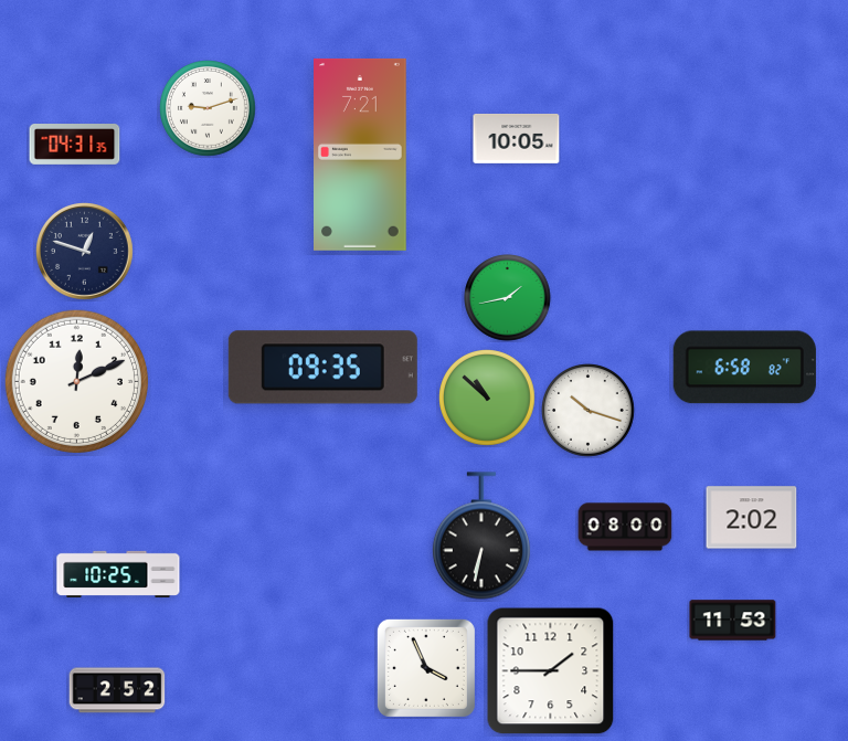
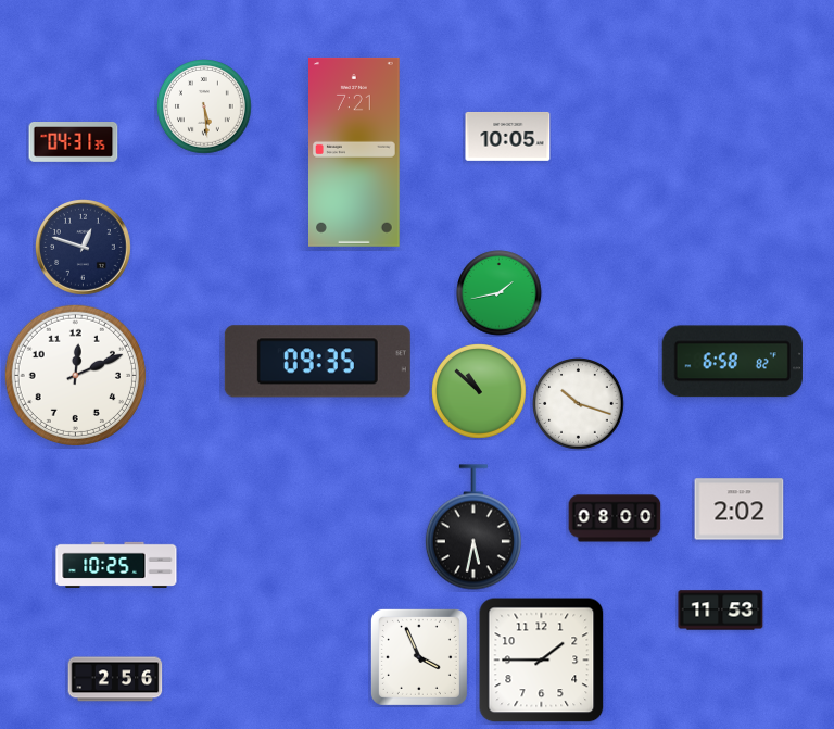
clock at (209, 109): 9:12 -> 5:29
clock at (481, 536): 6:32 -> 5:32
clock at (117, 690): 2:52 -> 2:56
